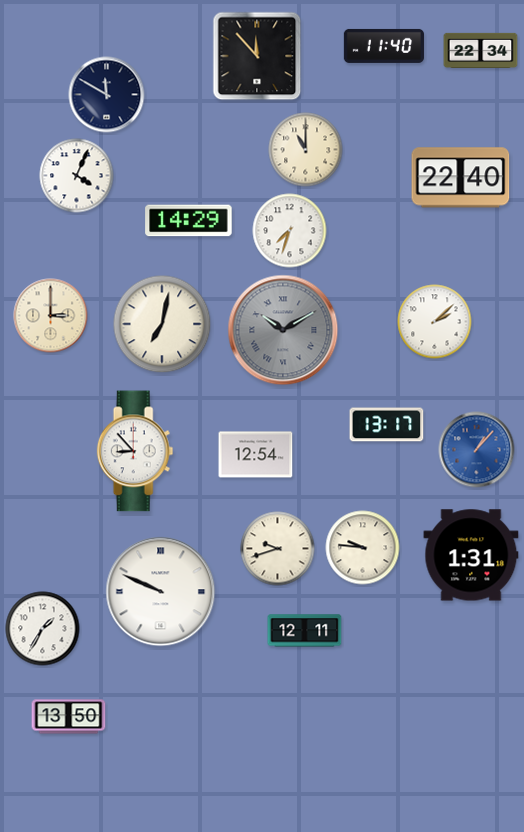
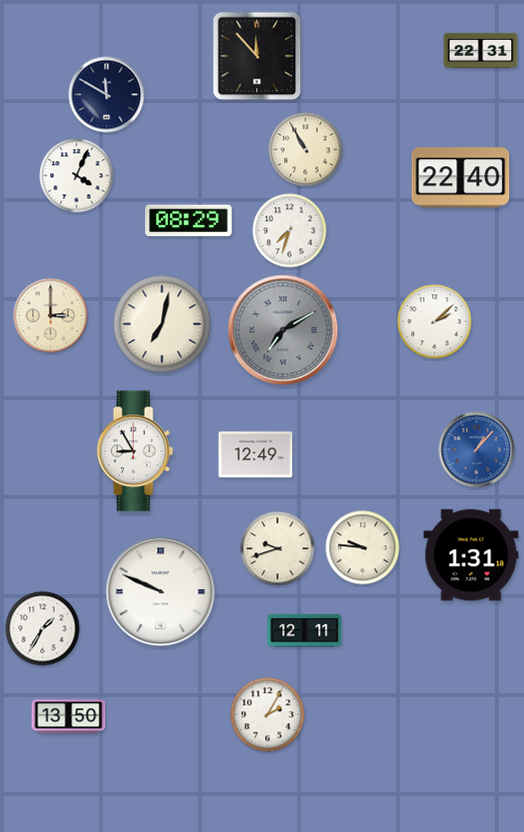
clock at (384, 46): 11:40 -> none
clock at (481, 50): 22:34 -> 22:31
clock at (306, 150): 11:00 -> 10:55
clock at (189, 221): 14:29 -> 08:29
clock at (283, 330): 10:10 -> 7:10
clock at (387, 425): 13:17 -> none
clock at (135, 451): 8:53 -> 8:55
clock at (256, 455): 12:54 -> 12:49
clock at (268, 715): none -> 2:05
